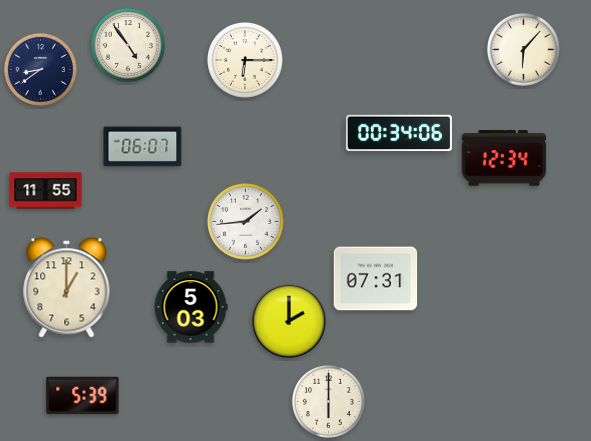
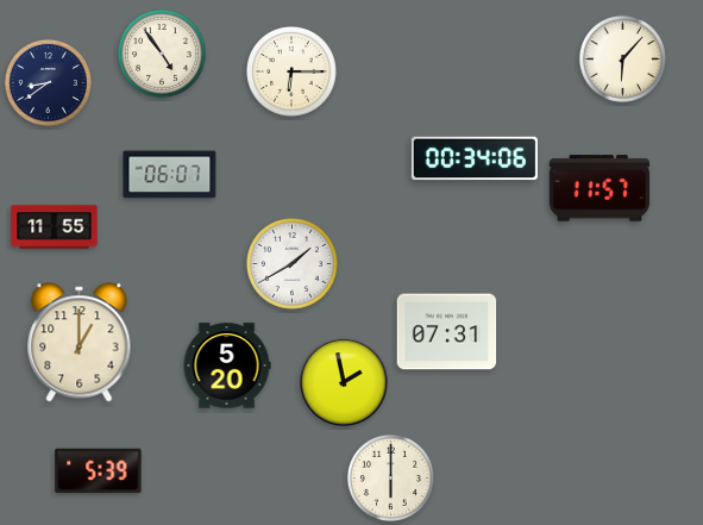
clock at (128, 45) position: (128, 45) -> (162, 54)
clock at (504, 158): 12:34 -> 11:57
clock at (246, 222): 1:44 -> 1:40
clock at (191, 307): 5:03 -> 5:20
clock at (289, 321): 2:00 -> 1:58
